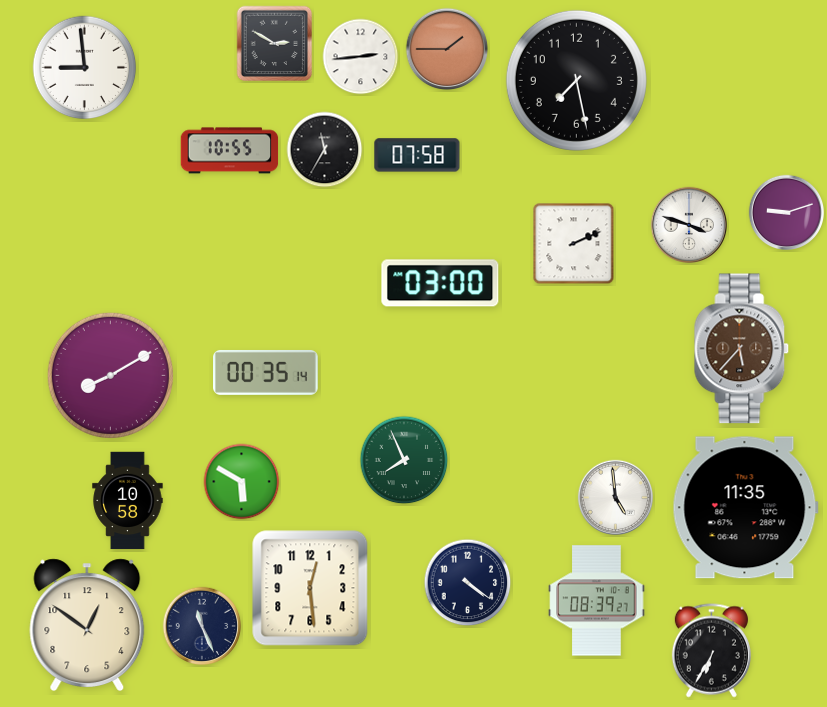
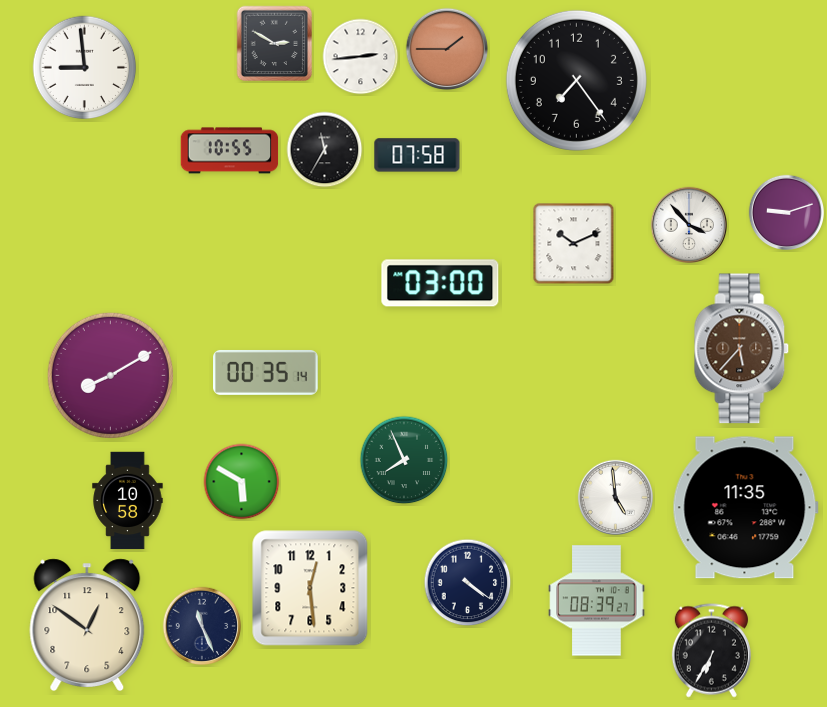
clock at (576, 80): 7:28 -> 7:24
clock at (688, 224): 3:48 -> 3:53
clock at (574, 244): 2:11 -> 10:11
